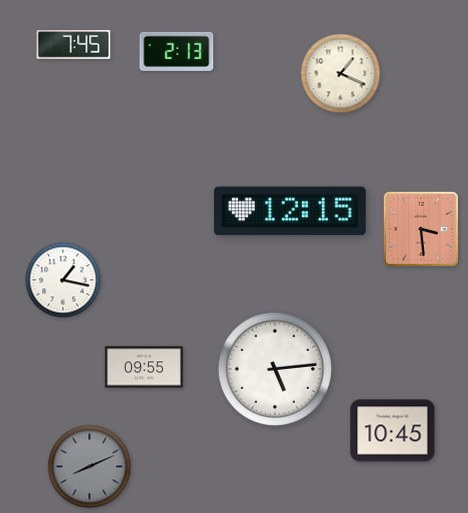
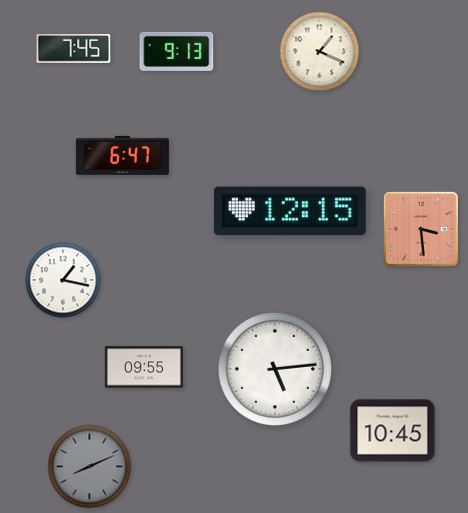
clock at (74, 45) position: (74, 45) -> (74, 49)
clock at (177, 51): 2:13 -> 9:13
clock at (341, 74) position: (341, 74) -> (320, 52)
clock at (122, 155): none -> 6:47
